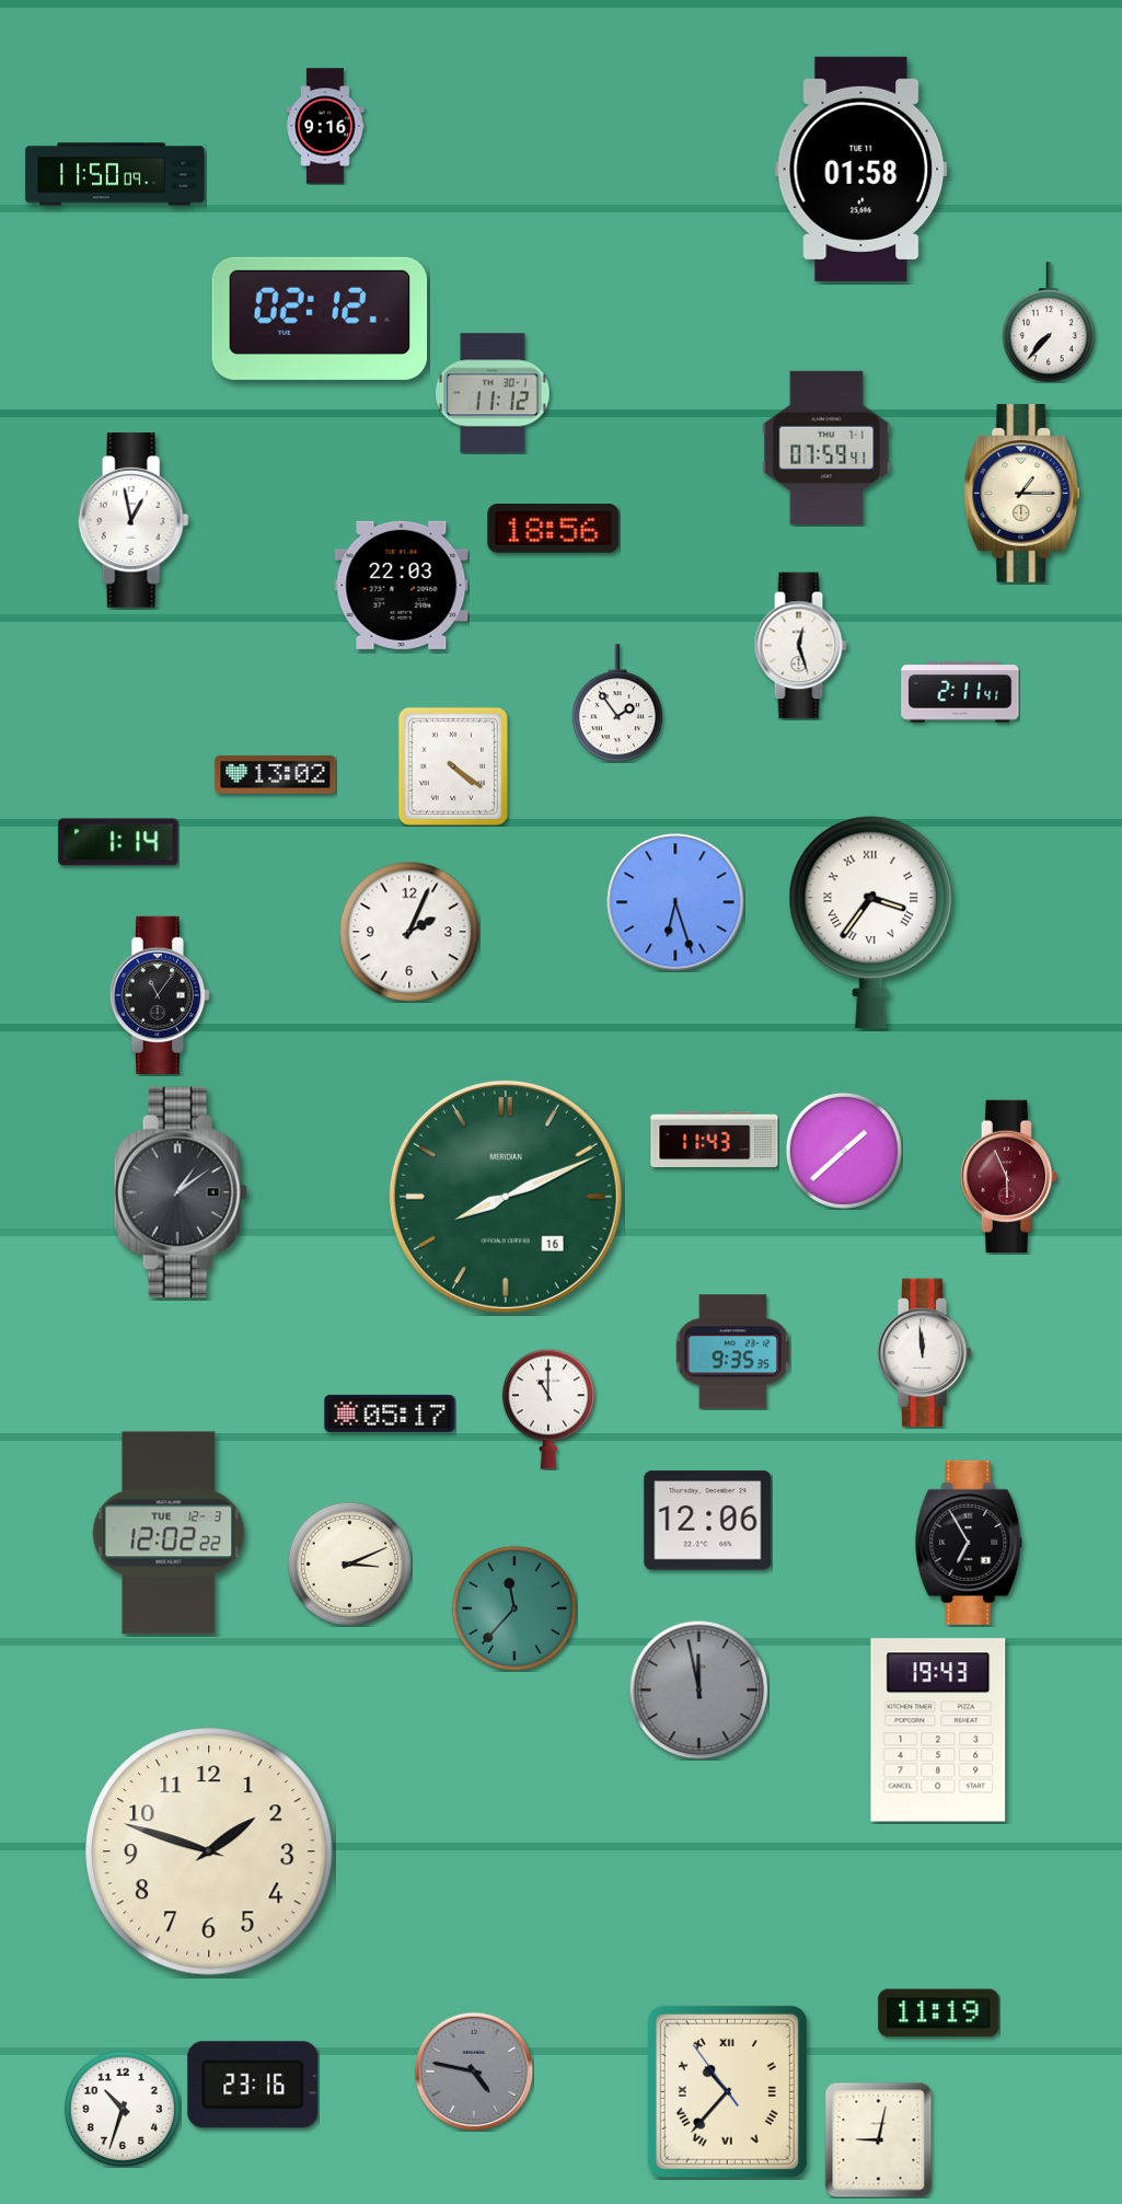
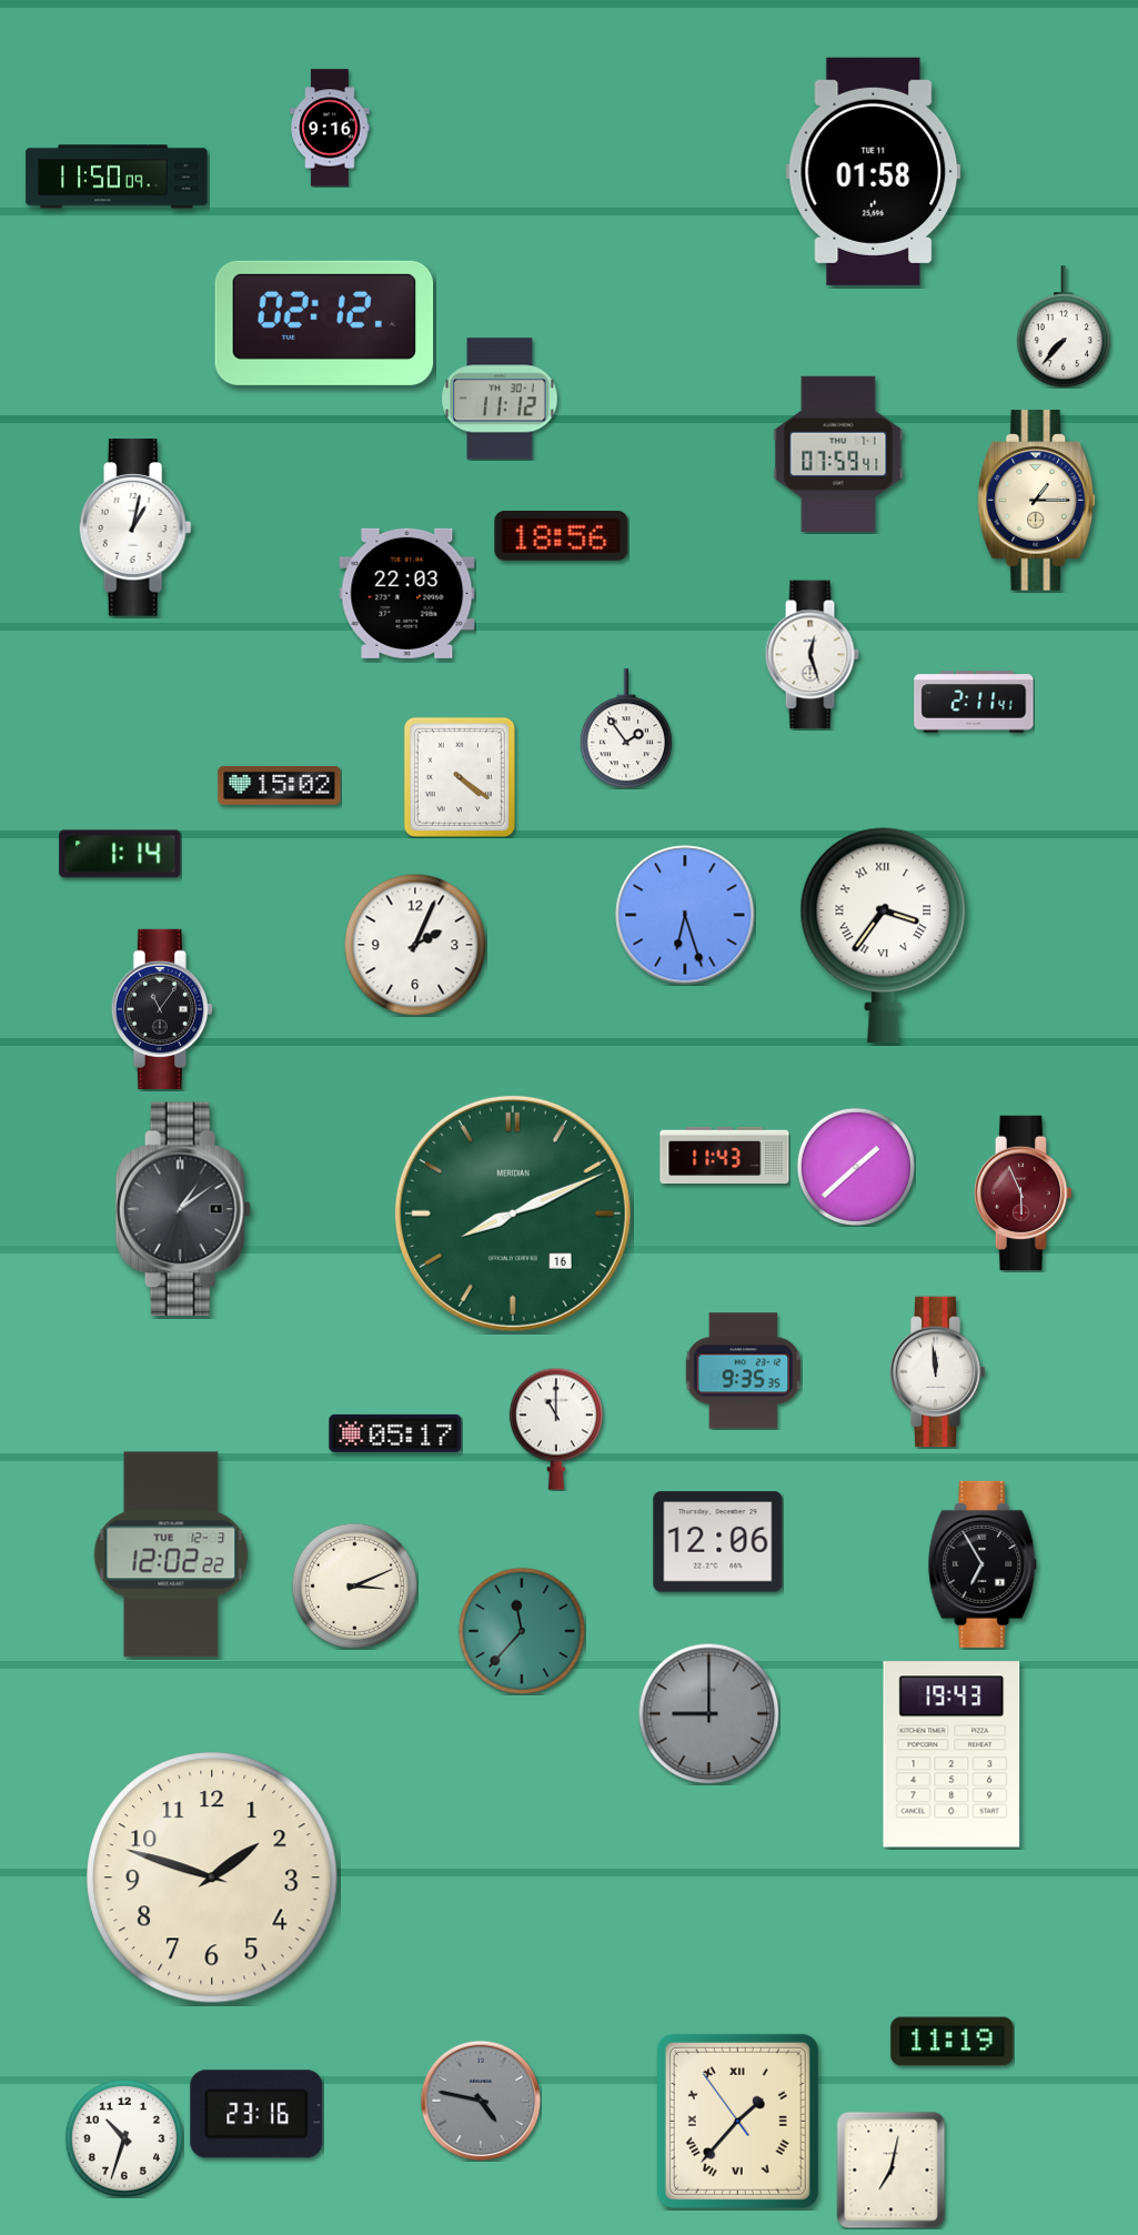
clock at (134, 520): 12:58 -> 1:02
clock at (617, 703) position: (617, 703) -> (626, 728)
clock at (276, 774): 13:02 -> 15:02
clock at (698, 1689): 11:58 -> 9:00
clock at (727, 2091): 10:36 -> 1:36
clock at (879, 2139): 9:02 -> 7:02
